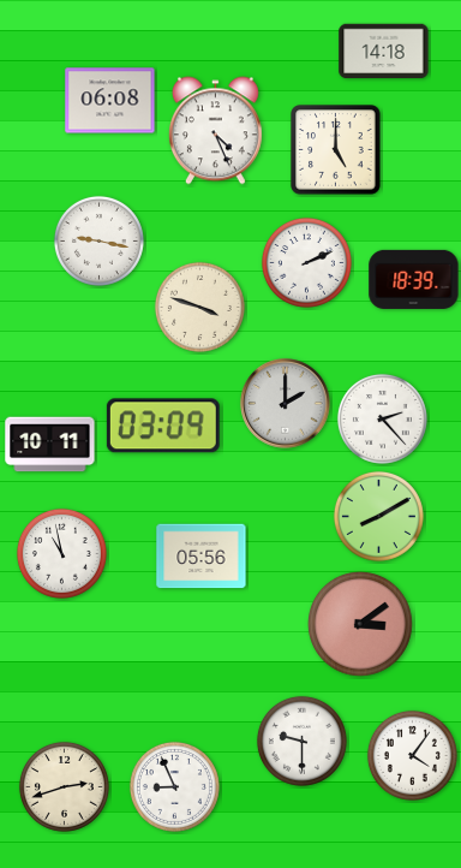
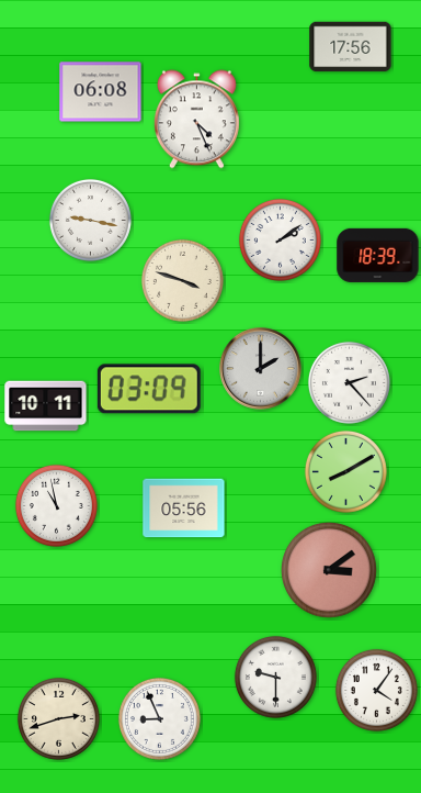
clock at (384, 52): 14:18 -> 17:56
clock at (336, 150): 5:00 -> none
clock at (306, 262): 2:11 -> 2:09
